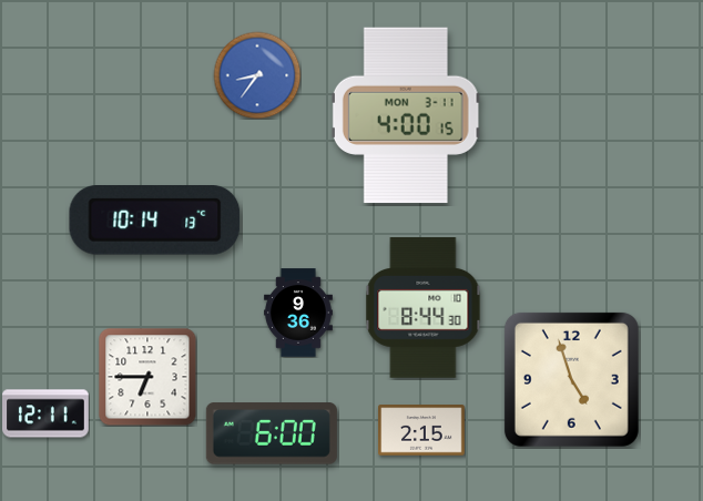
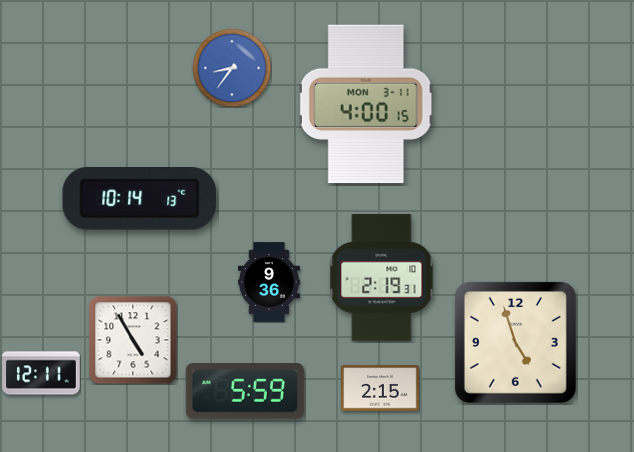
clock at (424, 308): 8:44 -> 2:19
clock at (147, 377): 6:45 -> 4:55
clock at (272, 433): 6:00 -> 5:59
